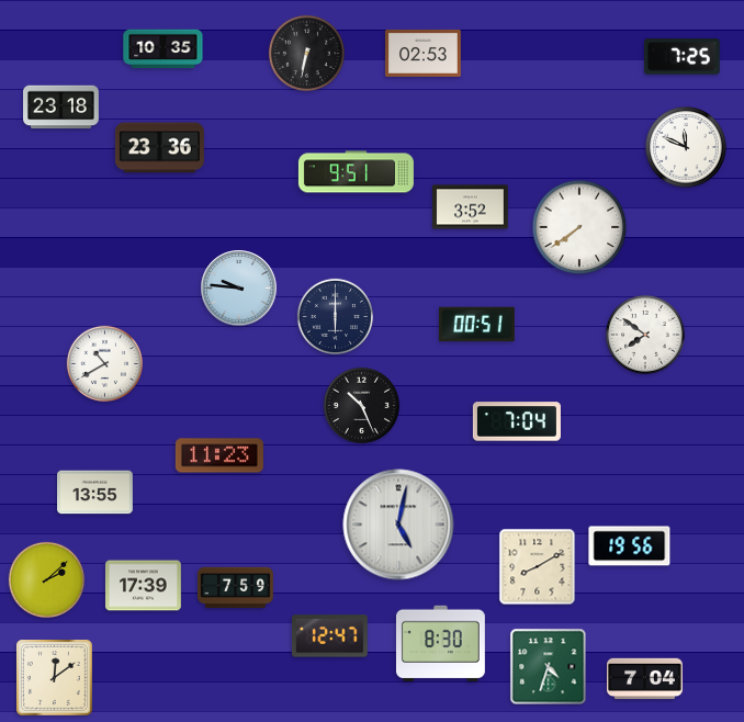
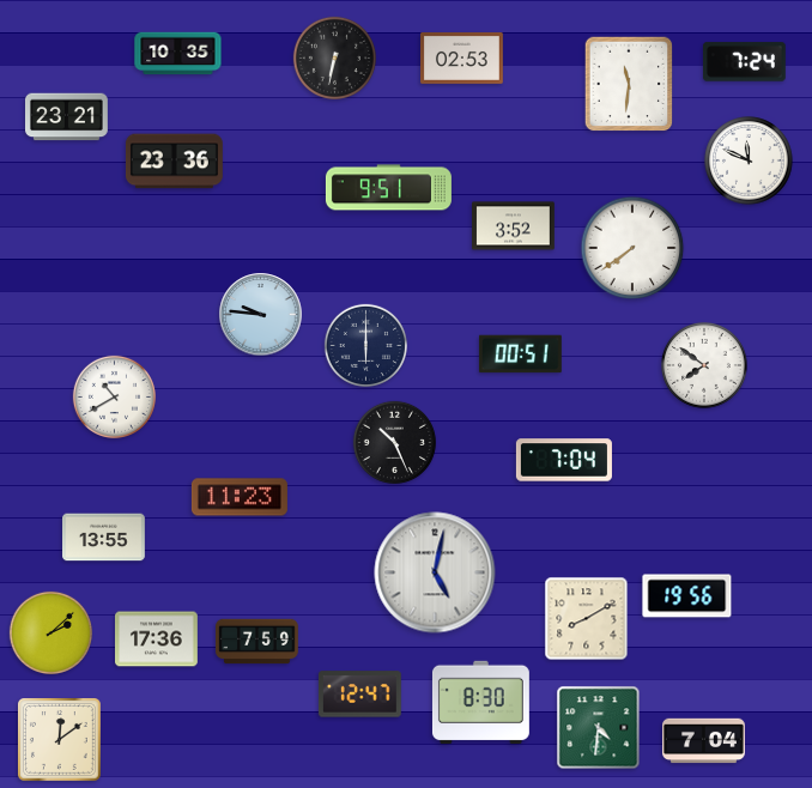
clock at (681, 57): 7:25 -> 7:24
clock at (629, 84): none -> 11:31
clock at (61, 108): 23:18 -> 23:21
clock at (144, 586): 17:39 -> 17:36
clock at (549, 667): 4:33 -> 4:31
